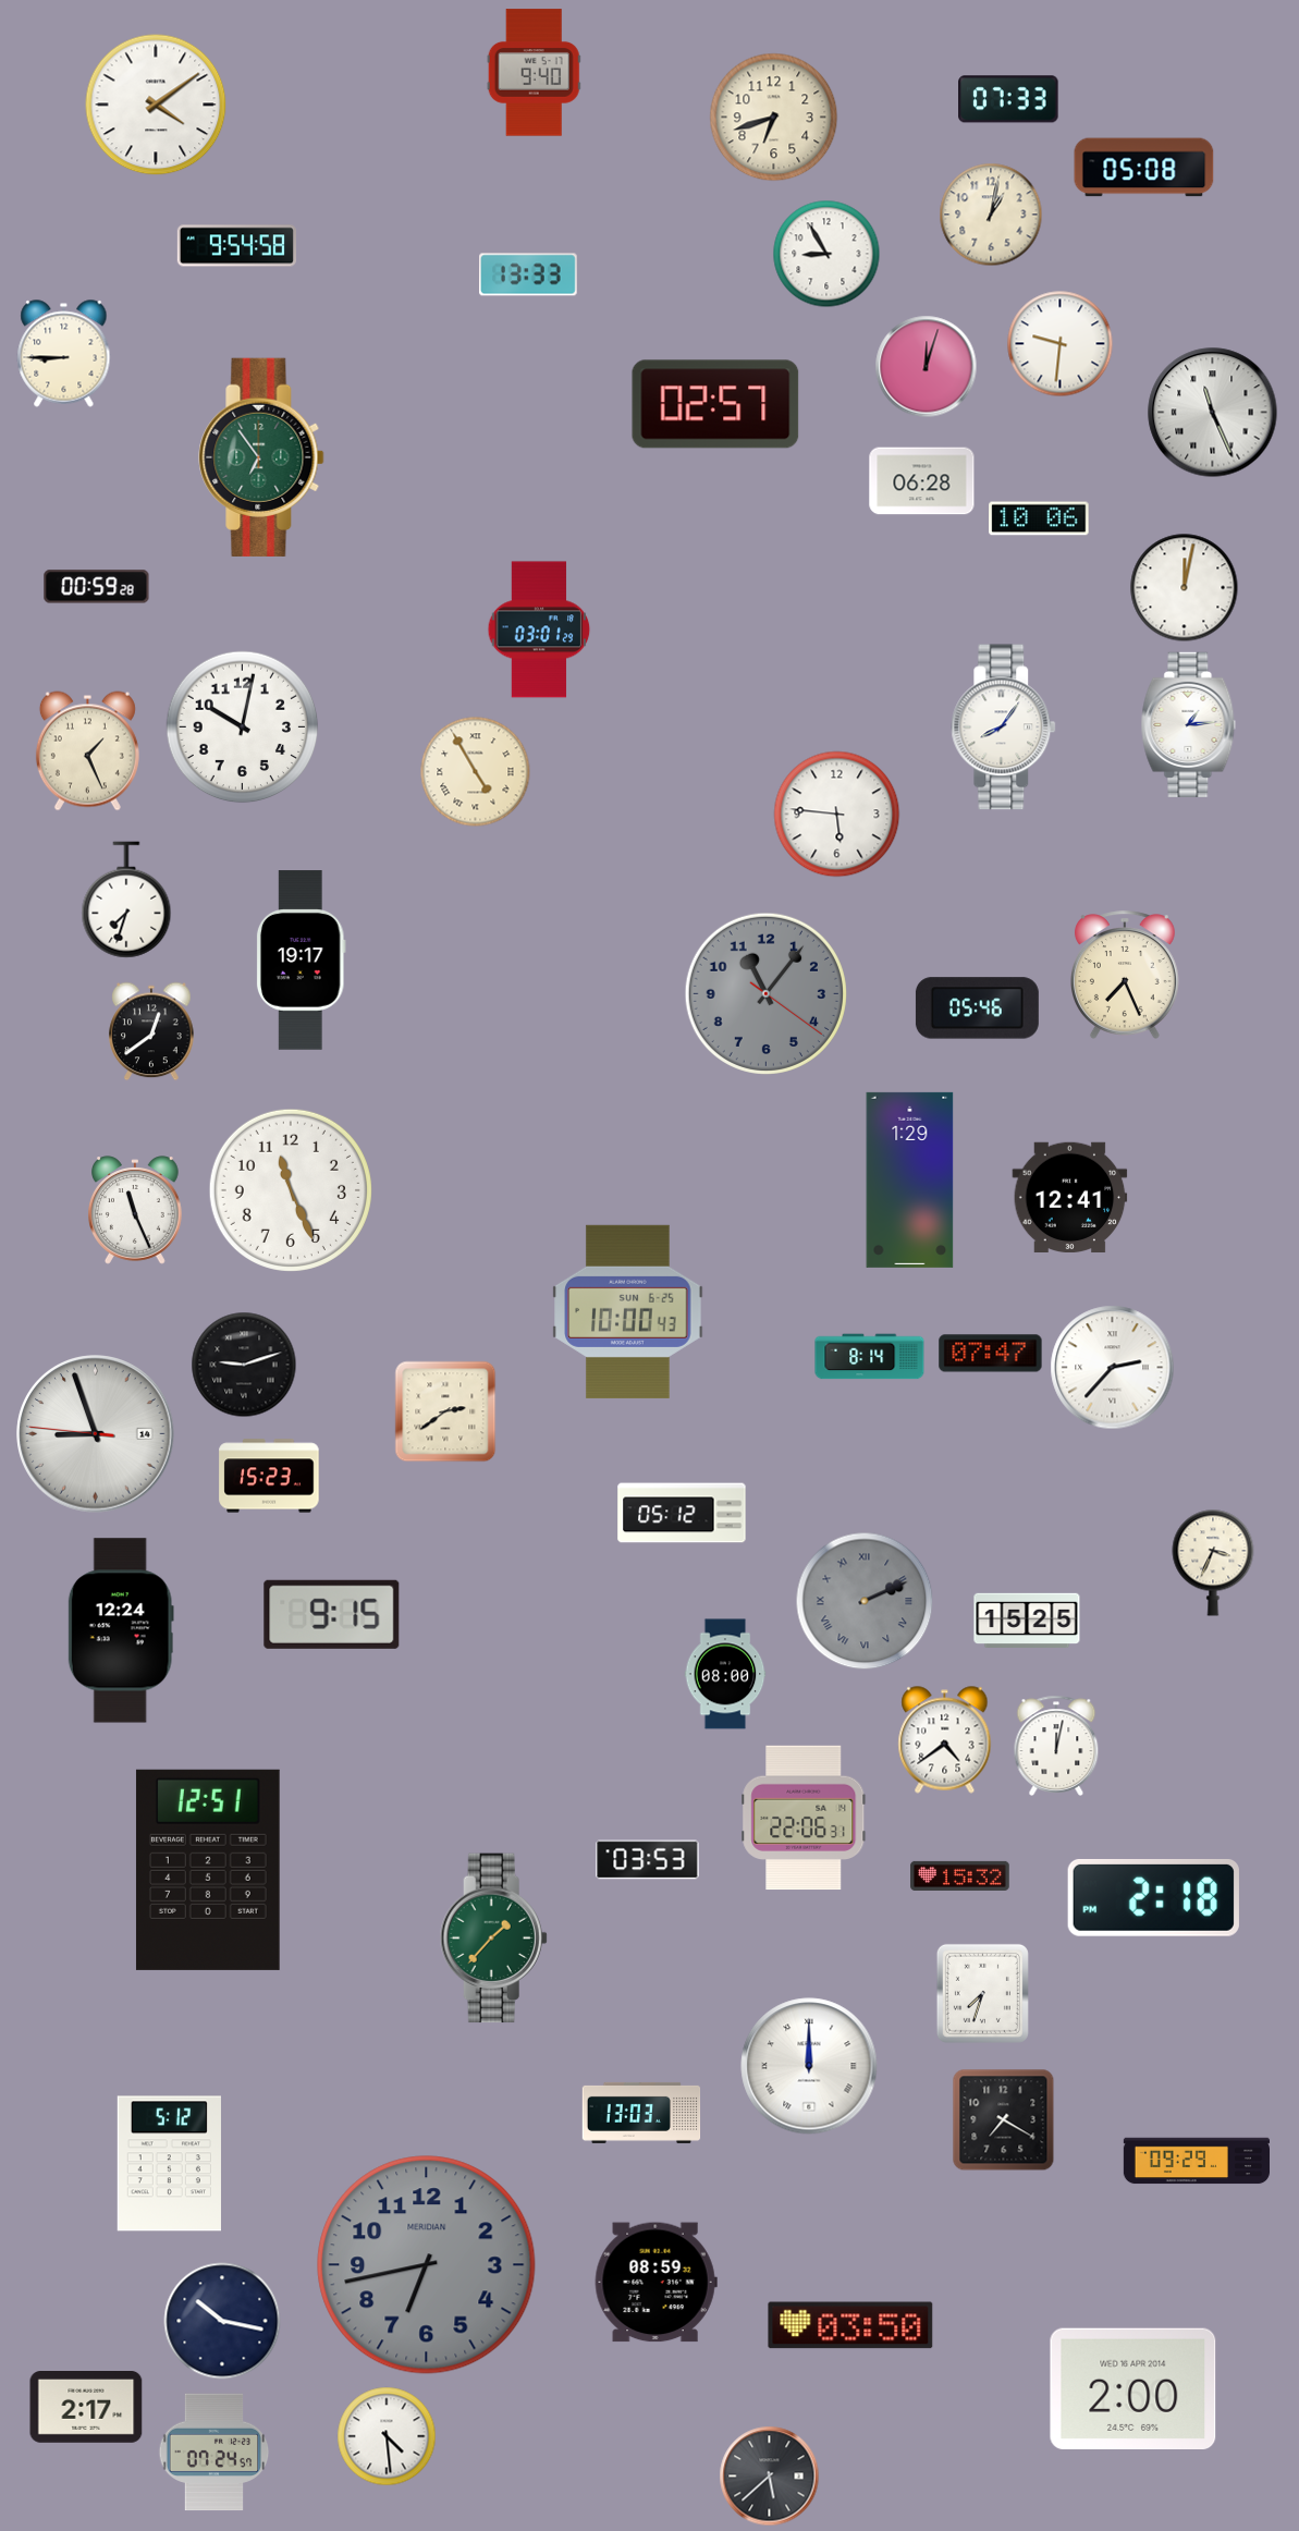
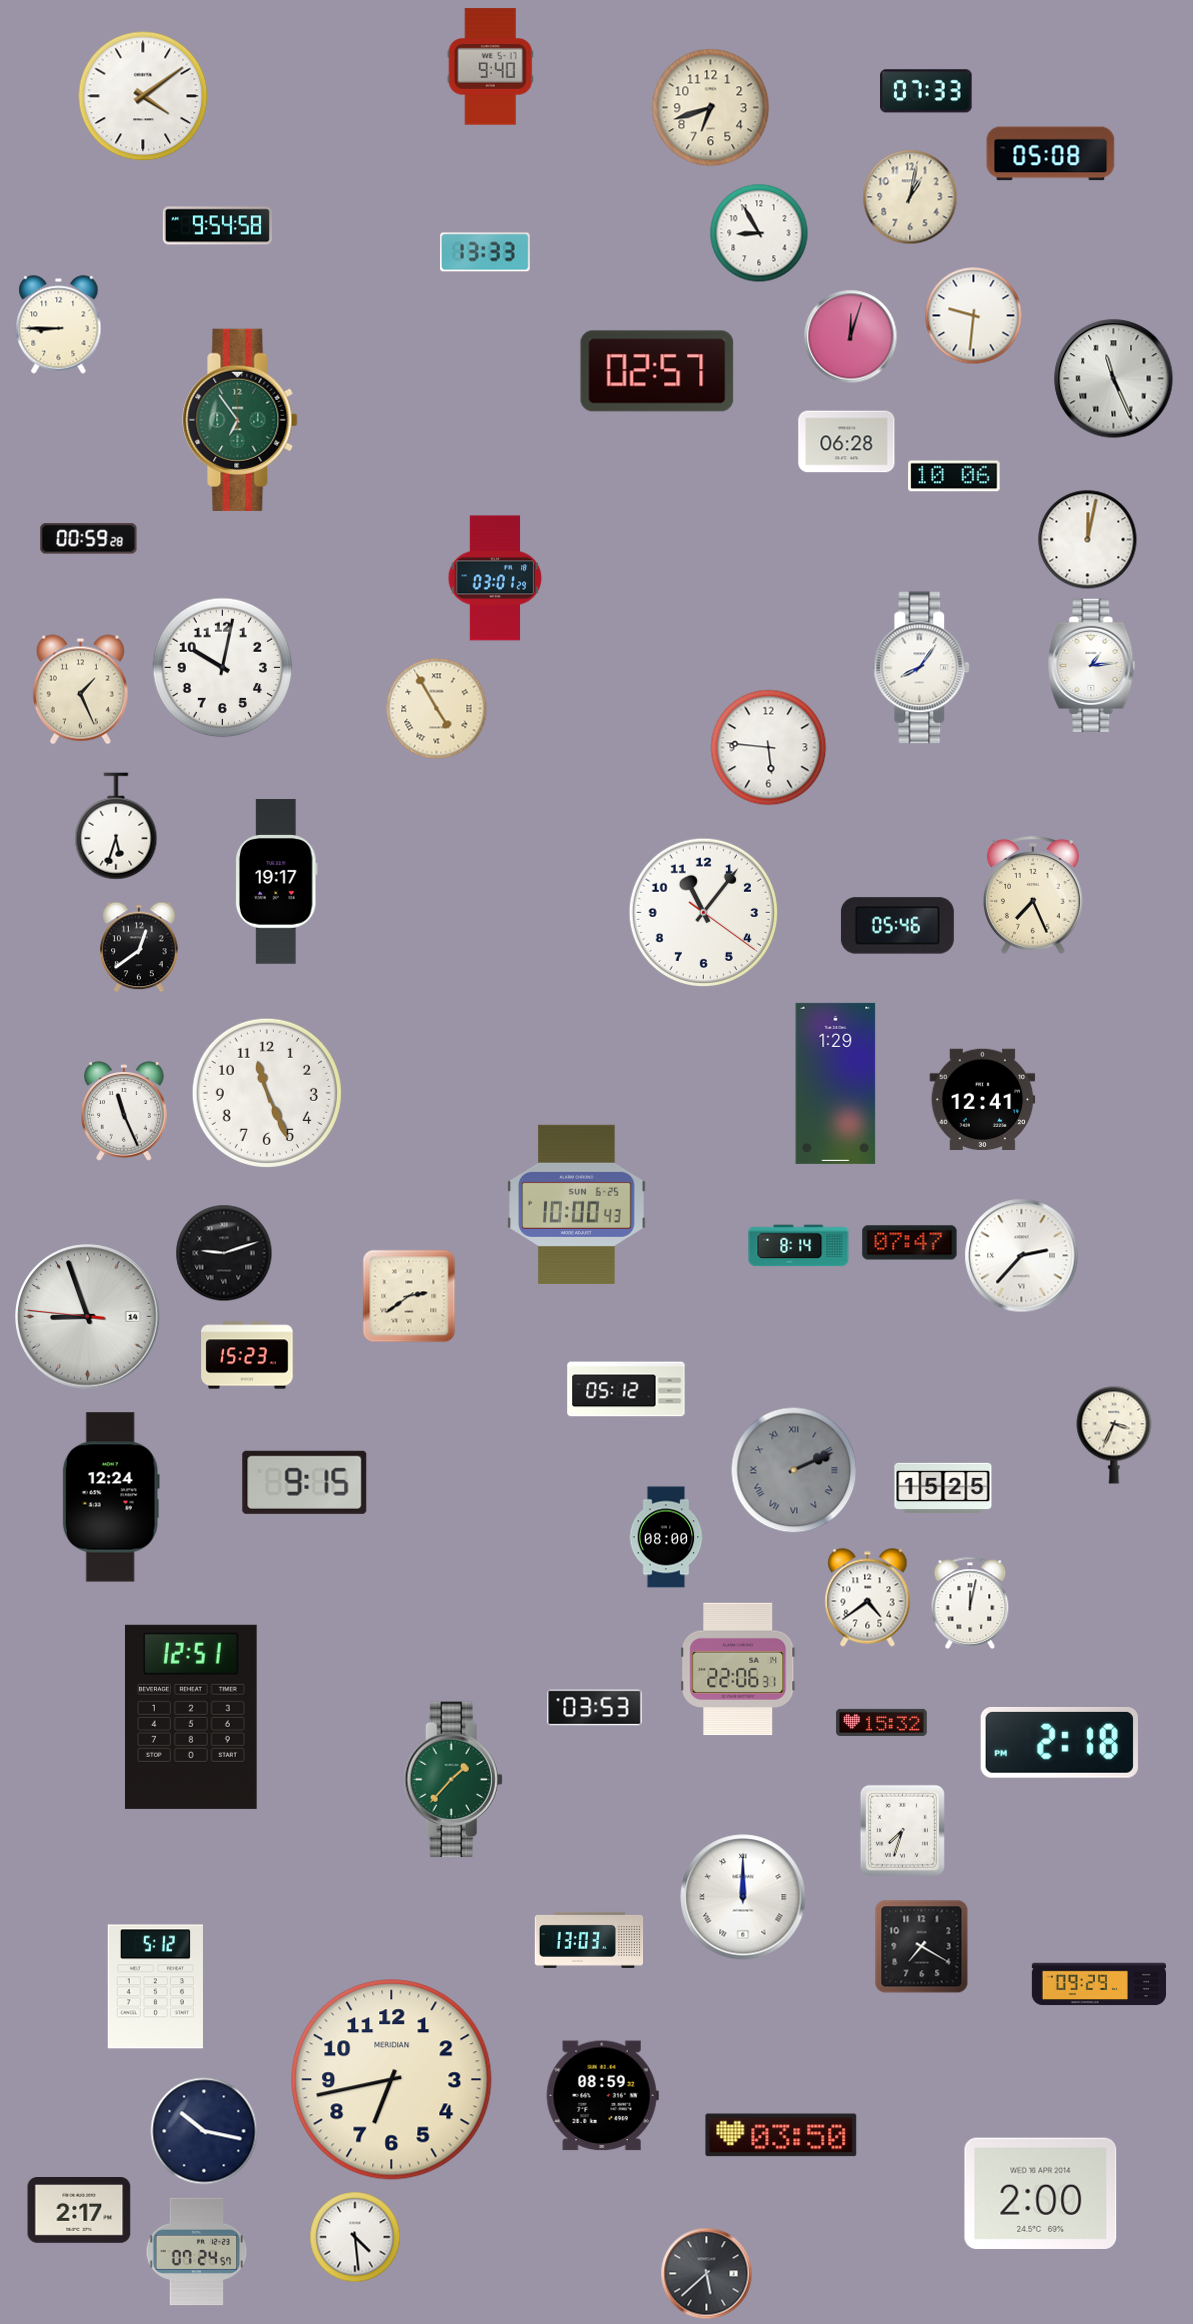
clock at (126, 900): 7:33 -> 5:33
clock at (765, 993) dial: grey -> white
clock at (427, 2265) dial: grey -> cream
